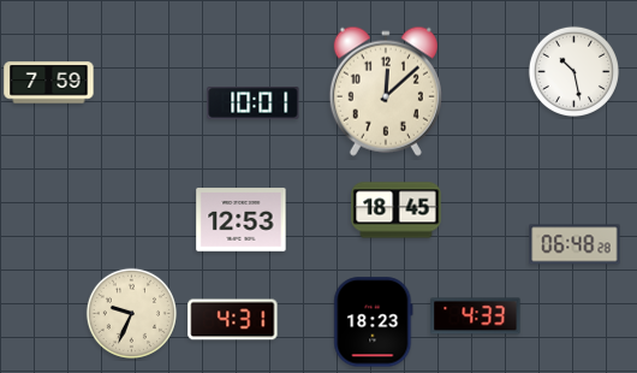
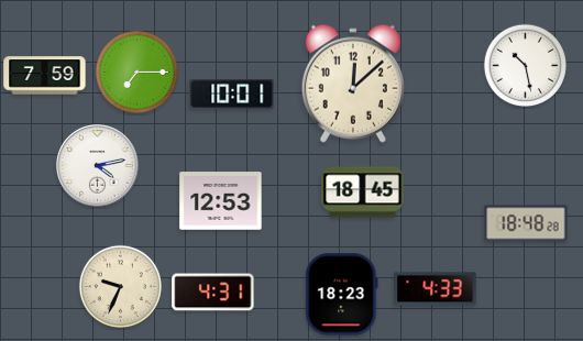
clock at (136, 71): none -> 7:15
clock at (98, 166): none -> 4:13
clock at (575, 244): 06:48 -> 18:48
